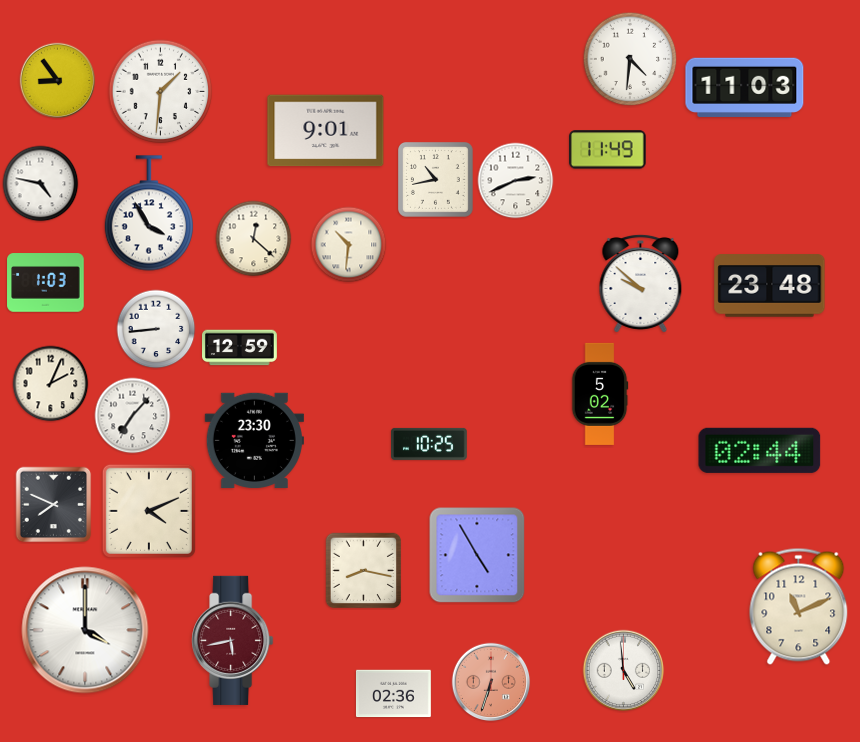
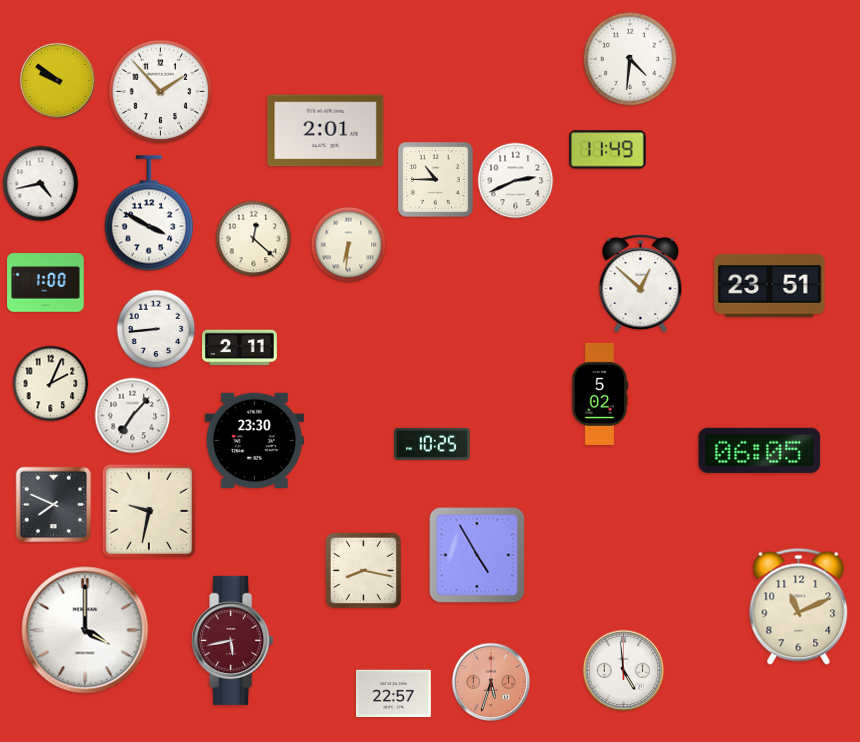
clock at (57, 80): 8:54 -> 9:51
clock at (745, 87): 11:03 -> none
clock at (161, 92): 1:31 -> 1:53
clock at (326, 131): 9:01 -> 2:01
clock at (436, 180): 10:43 -> 10:45
clock at (41, 184): 4:47 -> 4:43
clock at (149, 213): 3:55 -> 3:50
clock at (349, 245): 10:31 -> 6:31
clock at (46, 283): 1:03 -> 1:00
clock at (641, 283): 9:52 -> 12:52
clock at (770, 286): 23:48 -> 23:51
clock at (240, 348): 12:59 -> 2:11
clock at (429, 444) position: (429, 444) -> (432, 444)
clock at (760, 450): 02:44 -> 06:05
clock at (149, 511): 4:11 -> 9:32
clock at (491, 682): 6:33 -> 5:33
clock at (393, 694): 02:36 -> 22:57
